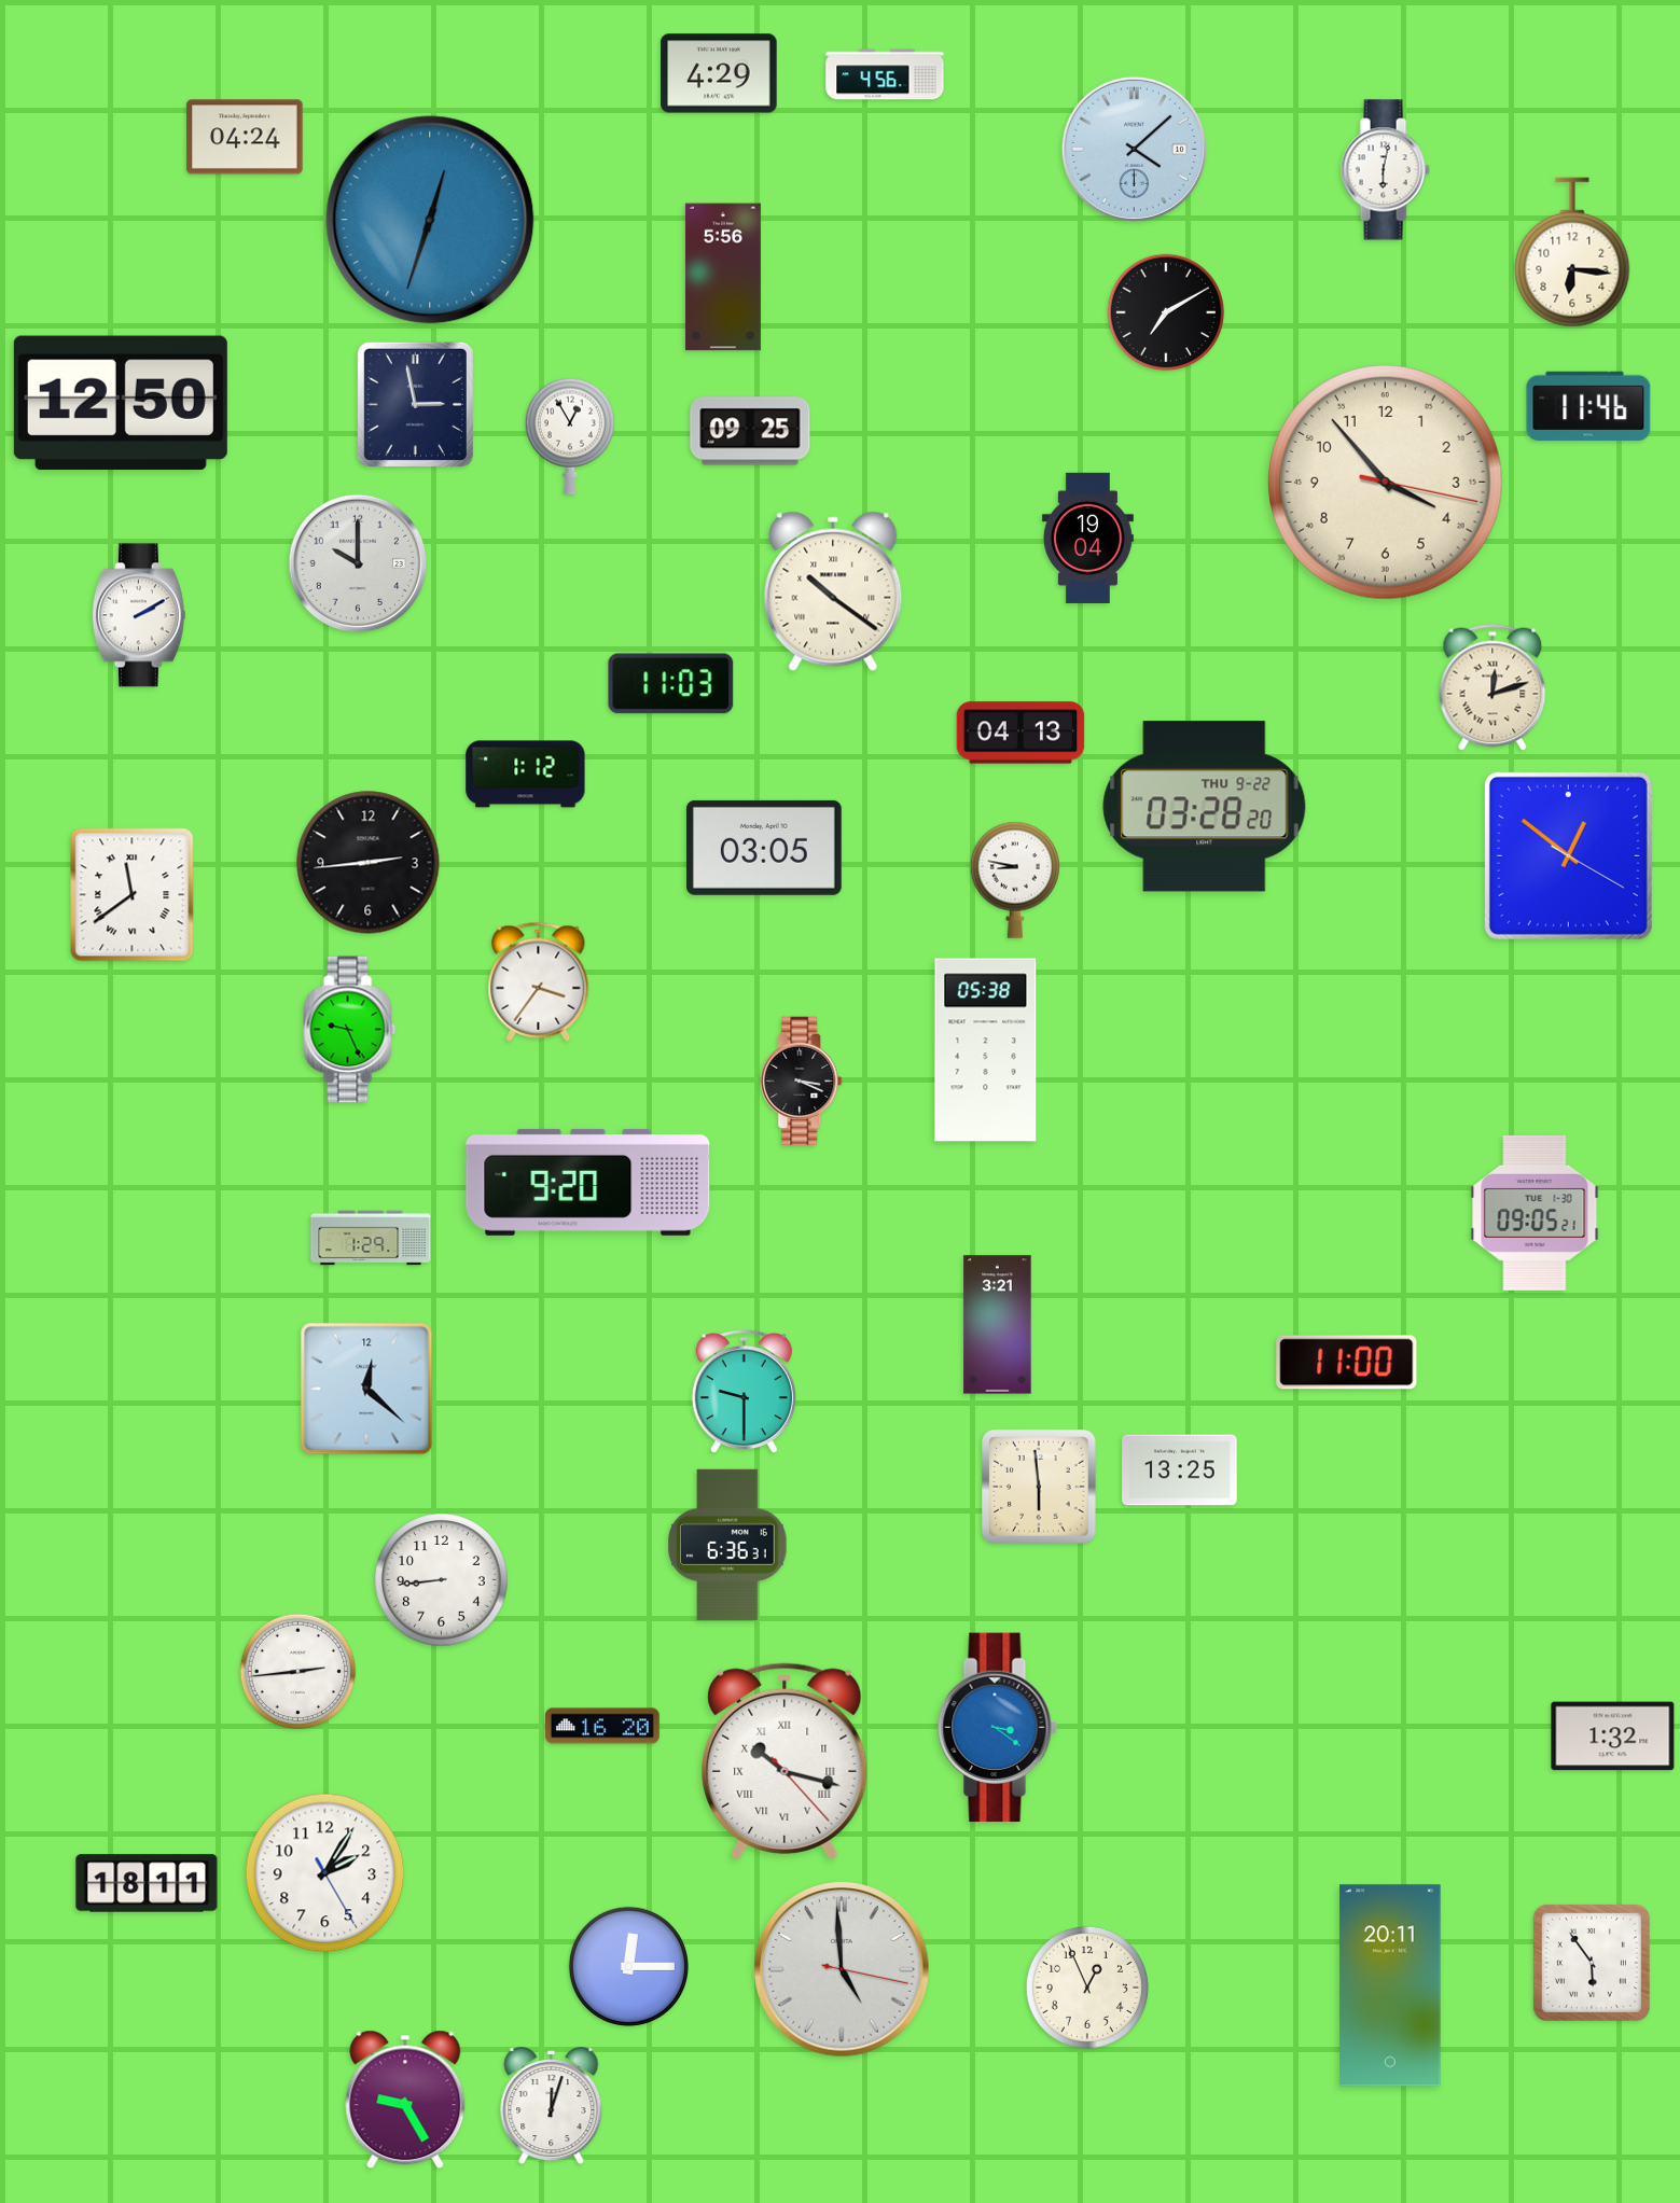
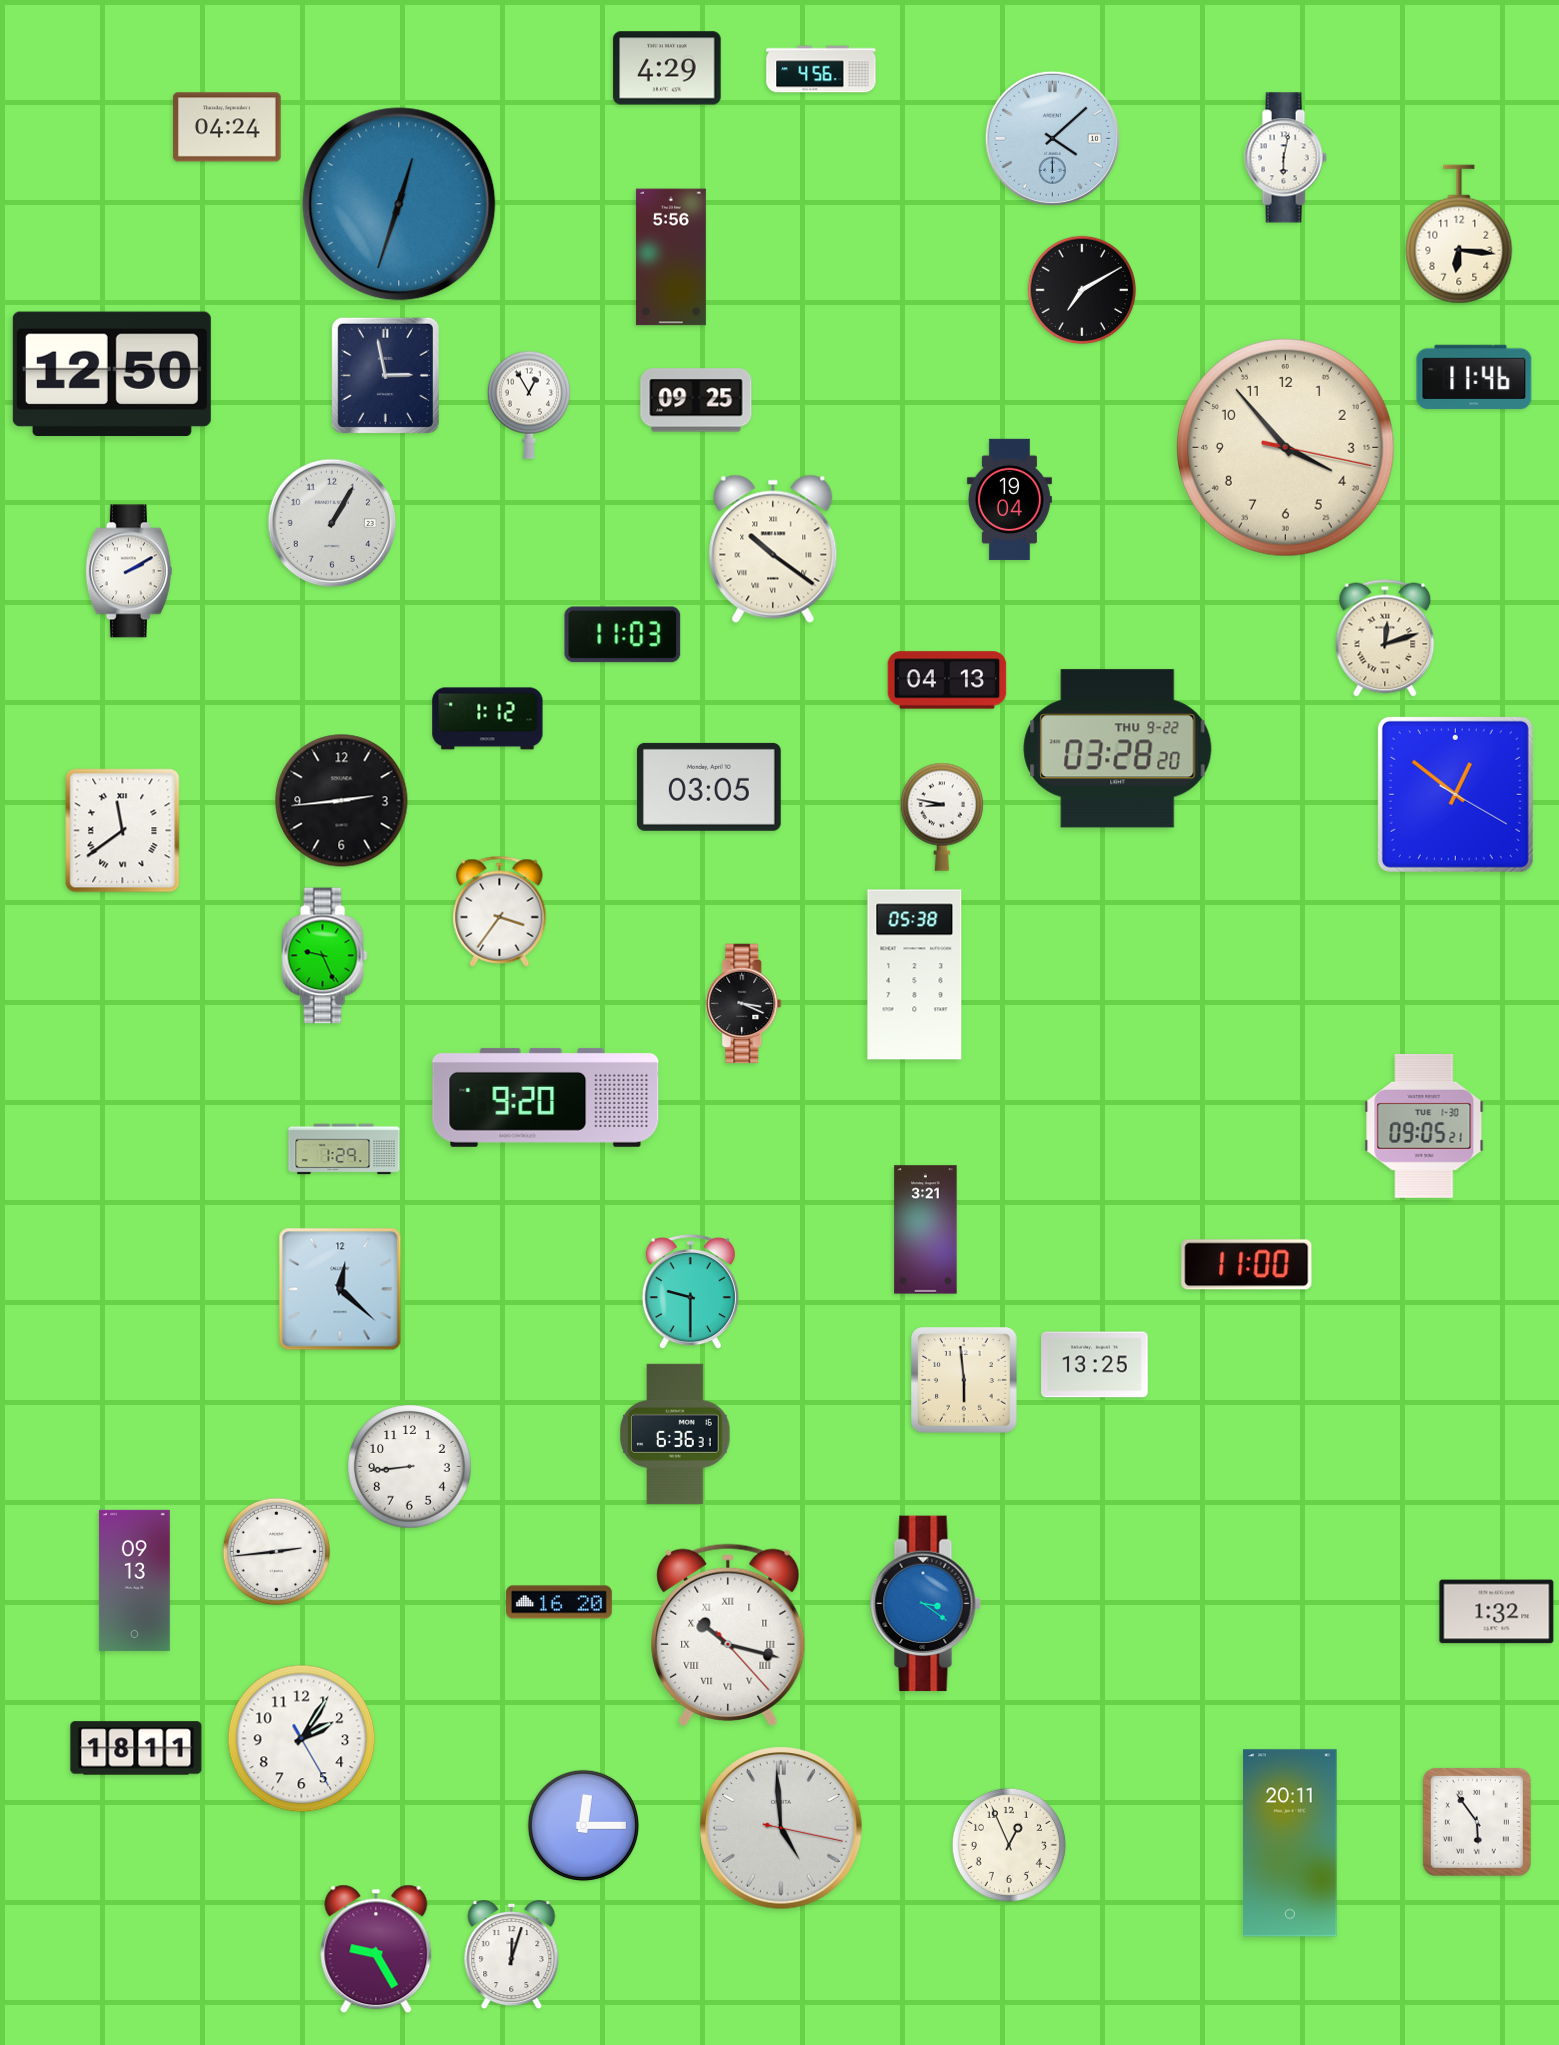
clock at (357, 562): 10:00 -> 1:05
clock at (1347, 1363) position: (1347, 1363) -> (1247, 1265)
clock at (134, 1580): none -> 09:13
